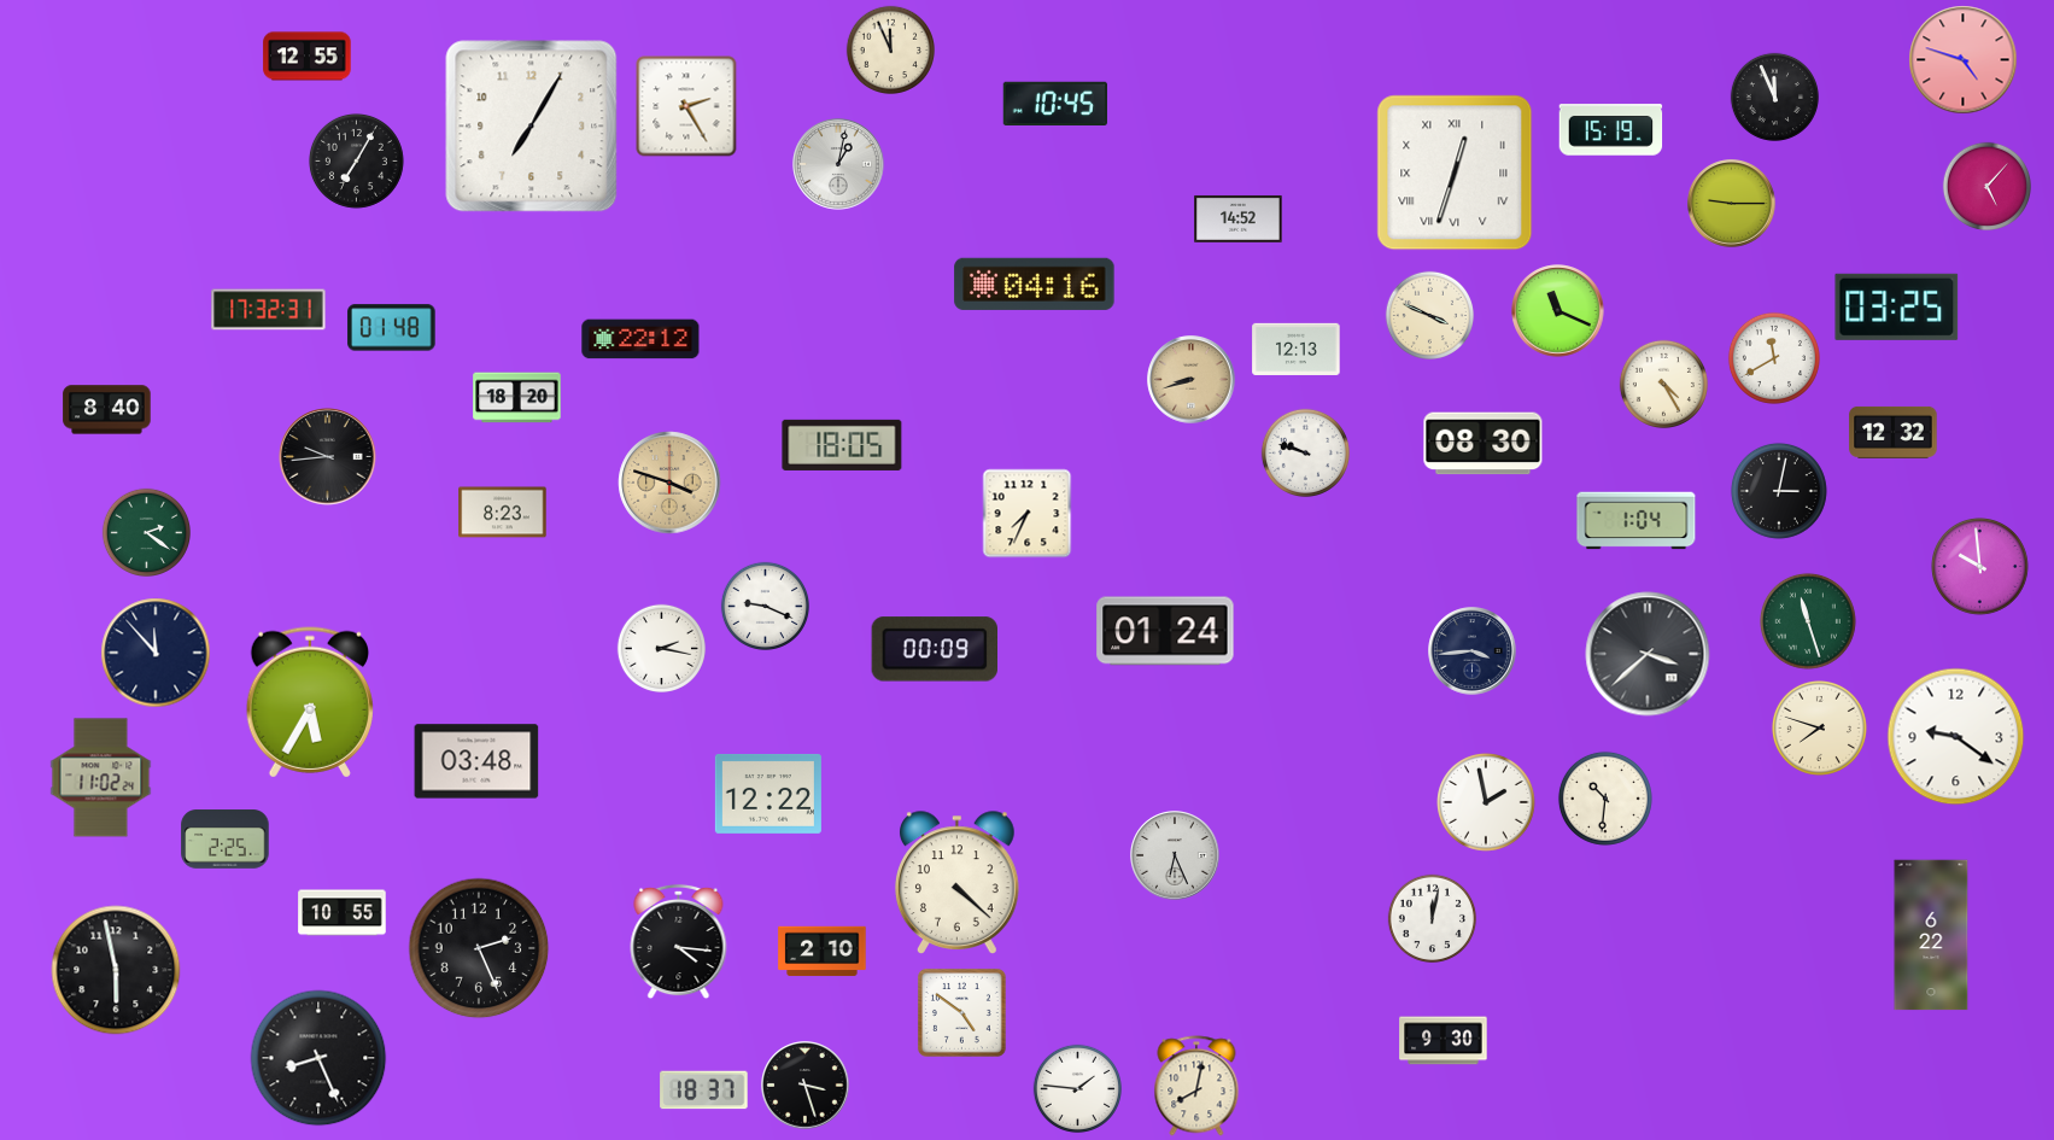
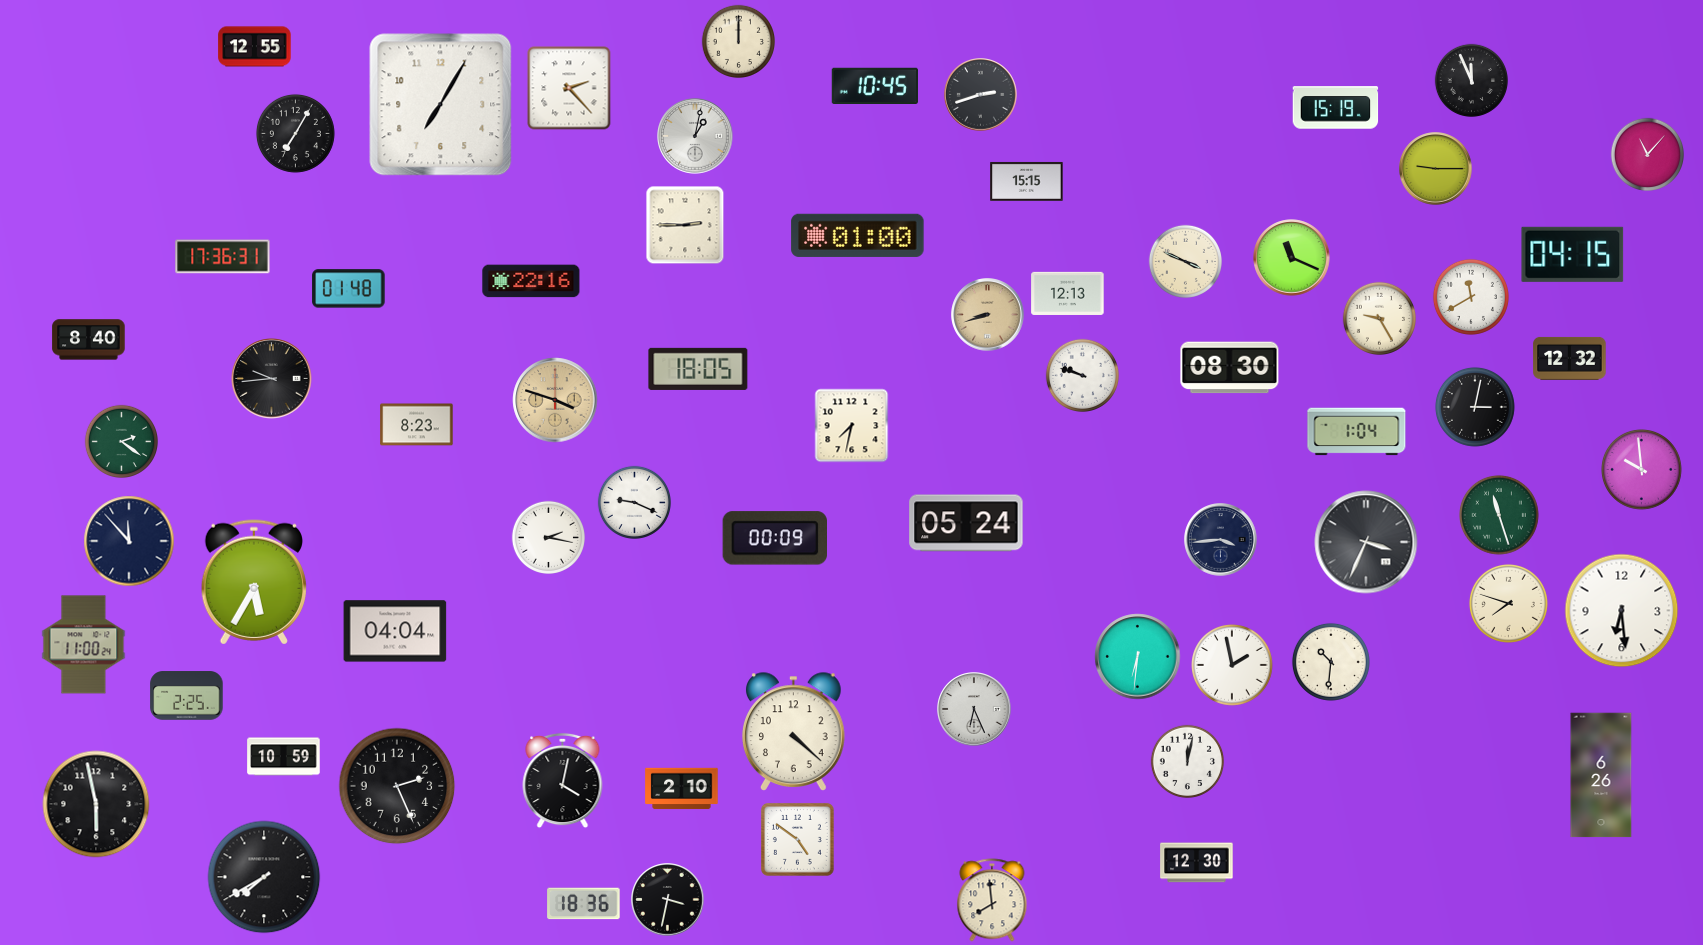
clock at (890, 49): 11:56 -> 12:00
clock at (1964, 60): 4:48 -> none
clock at (686, 106): 2:25 -> 2:23
clock at (981, 95): none -> 2:42
clock at (1455, 173): 12:33 -> none
clock at (1986, 186): 5:07 -> 11:07
clock at (1239, 218): 14:52 -> 15:15
clock at (685, 225): none -> 2:45
clock at (1035, 283): 04:16 -> 01:00
clock at (1897, 306): 03:25 -> 04:15
clock at (269, 310): 17:32 -> 17:36
clock at (392, 328) position: (392, 328) -> (349, 289)
clock at (640, 339): 22:12 -> 22:16
clock at (1297, 349) position: (1297, 349) -> (1068, 293)
clock at (1663, 384): 4:25 -> 9:25
clock at (517, 398): 18:20 -> none
clock at (1028, 514): 7:34 -> 7:32
clock at (1165, 631): 01:24 -> 05:24
clock at (1648, 654): 3:38 -> 3:34
clock at (310, 702) position: (310, 702) -> (254, 582)
clock at (1956, 737): 9:21 -> 6:29
clock at (476, 761): 03:48 -> 04:04
clock at (101, 778): 11:02 -> 11:00
clock at (1138, 657): none -> 6:31
clock at (768, 794): 12:22 -> none
clock at (343, 913): 10:55 -> 10:59
clock at (1931, 935): 6:22 -> 6:26
clock at (679, 942): 4:16 -> 4:02
clock at (1444, 1041): 9:30 -> 12:30
clock at (318, 1058): 8:26 -> 7:40
clock at (806, 1086): 3:27 -> 3:32
clock at (1196, 1086): 8:02 -> 7:59
clock at (1077, 1088): 1:46 -> none
clock at (704, 1091): 18:37 -> 18:36
